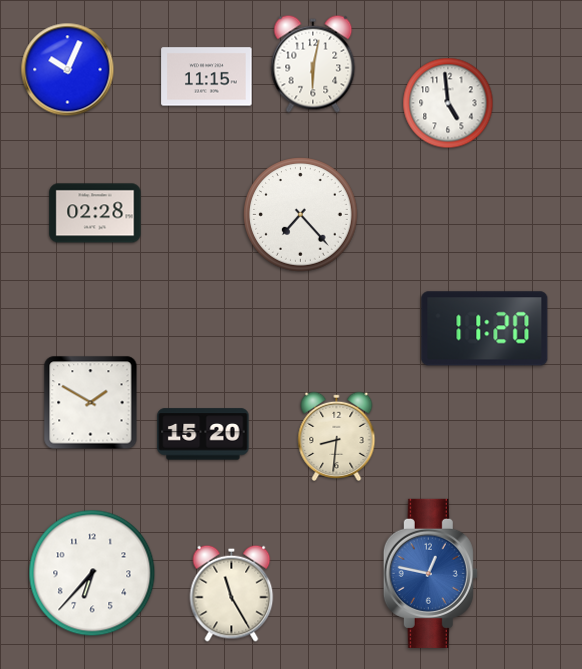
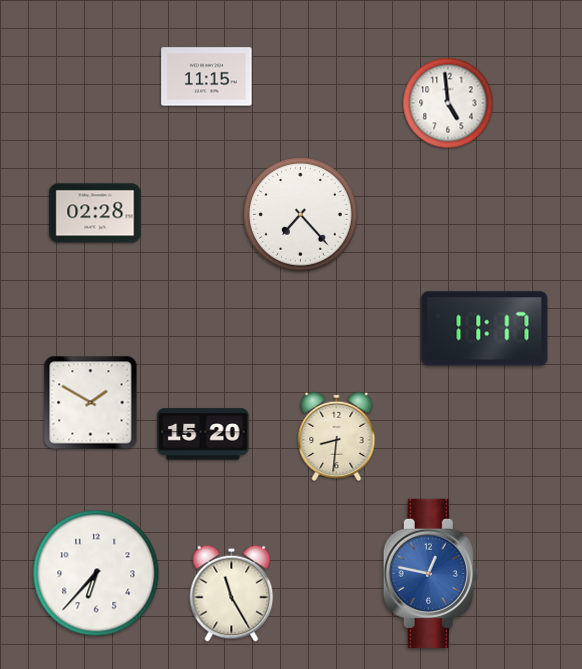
clock at (313, 64): 6:02 -> none
clock at (68, 70): 10:04 -> none
clock at (485, 329): 11:20 -> 11:17
clock at (92, 573) position: (92, 573) -> (96, 573)
